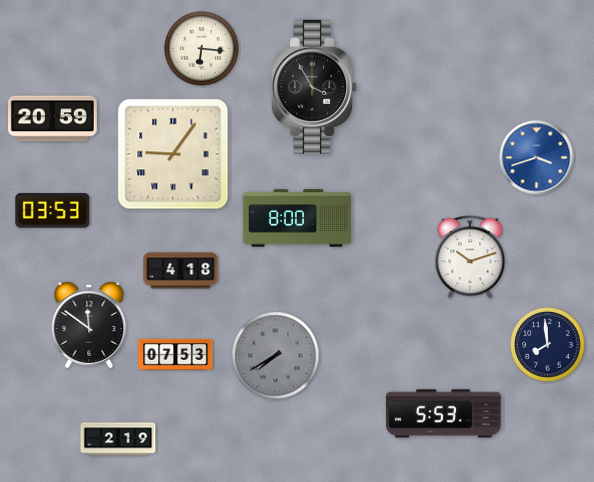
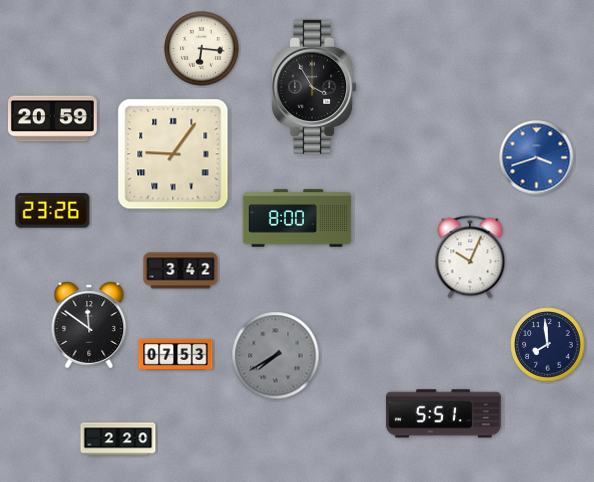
clock at (53, 211): 03:53 -> 23:26
clock at (470, 257): 10:12 -> 10:04
clock at (181, 271): 4:18 -> 3:42
clock at (444, 414): 5:53 -> 5:51
clock at (118, 439): 2:19 -> 2:20
